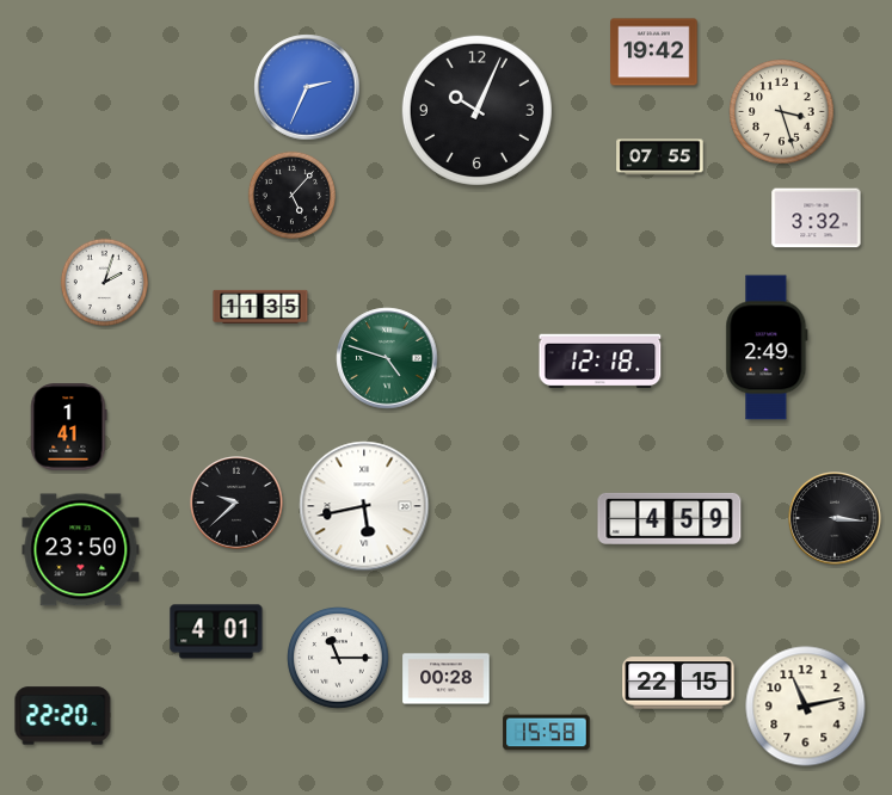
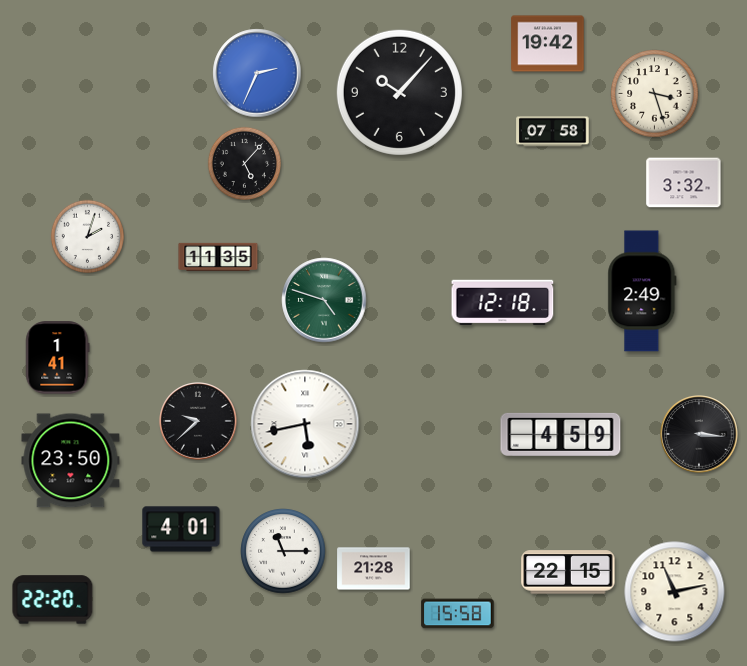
clock at (476, 110): 10:04 -> 10:07
clock at (660, 158): 07:55 -> 07:58
clock at (81, 550) position: (81, 550) -> (71, 461)
clock at (447, 679): 00:28 -> 21:28
